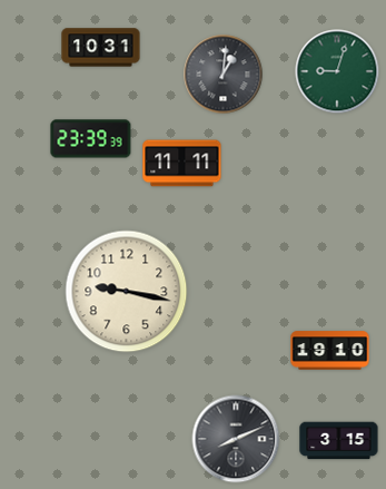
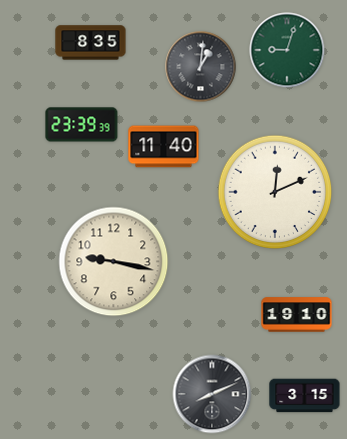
clock at (101, 48): 10:31 -> 8:35
clock at (337, 71) position: (337, 71) -> (287, 50)
clock at (182, 164): 11:11 -> 11:40
clock at (275, 192): none -> 12:11
